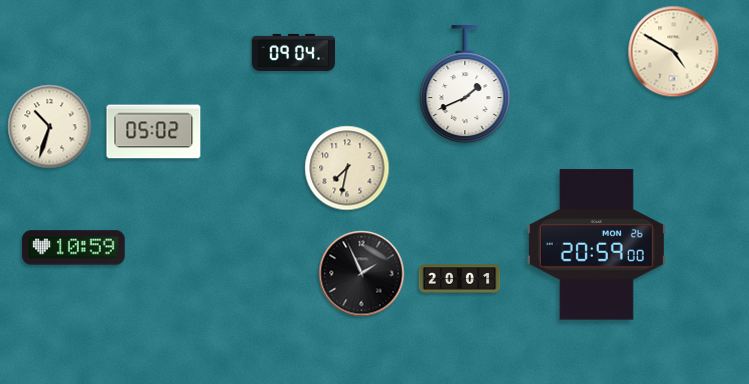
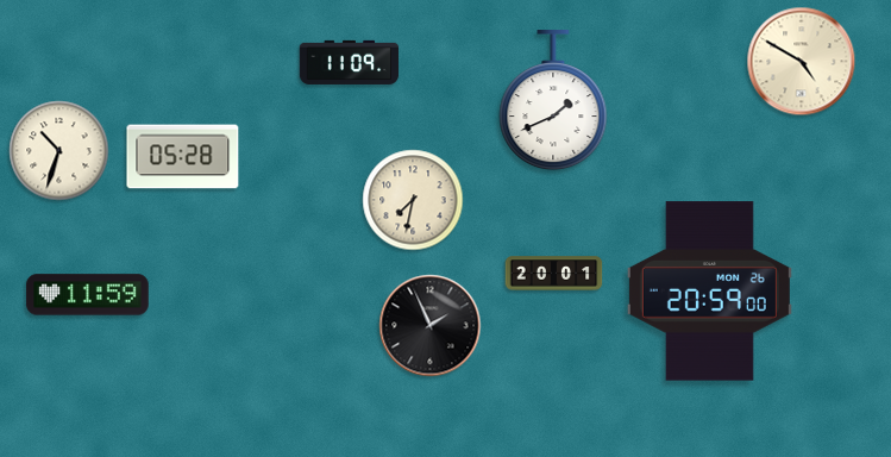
clock at (294, 52): 09:04 -> 11:09
clock at (154, 132): 05:02 -> 05:28
clock at (74, 248): 10:59 -> 11:59
clock at (460, 279) position: (460, 279) -> (554, 274)
